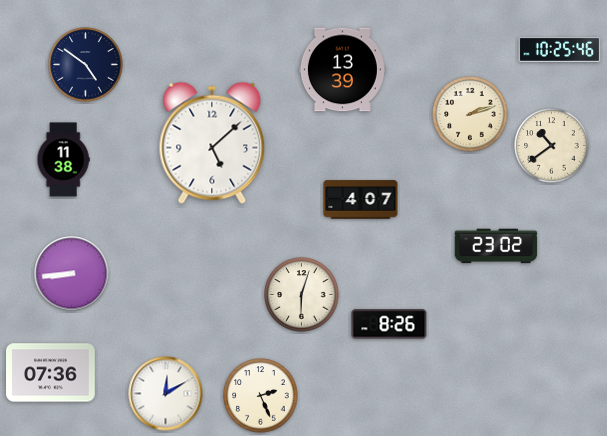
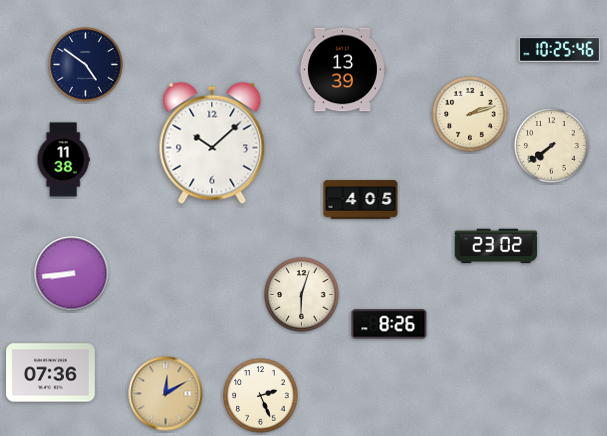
clock at (212, 143): 5:08 -> 10:08
clock at (552, 146): 10:39 -> 7:39
clock at (361, 200): 4:07 -> 4:05
clock at (166, 394) dial: white -> champagne
